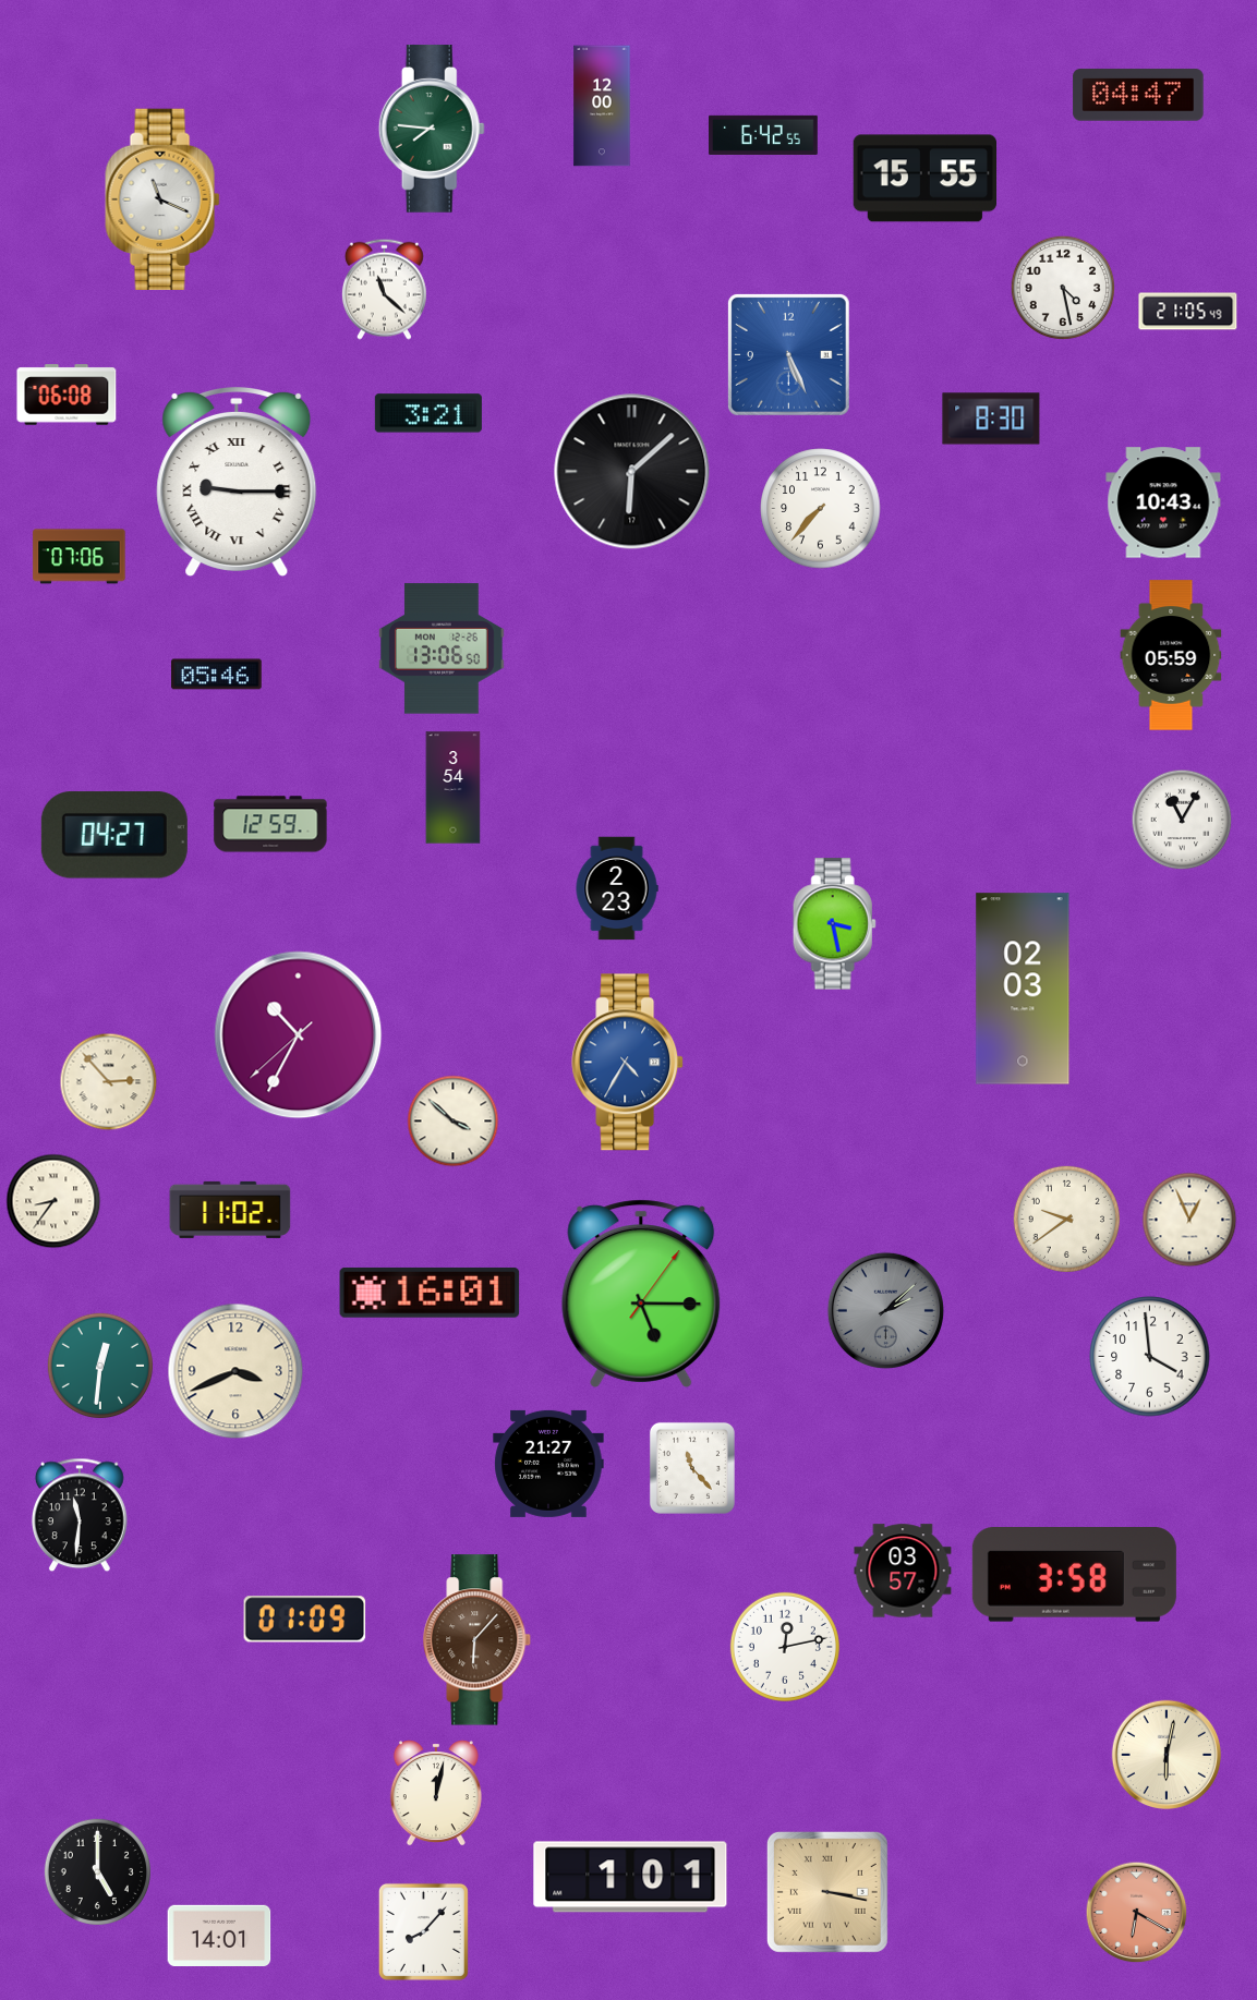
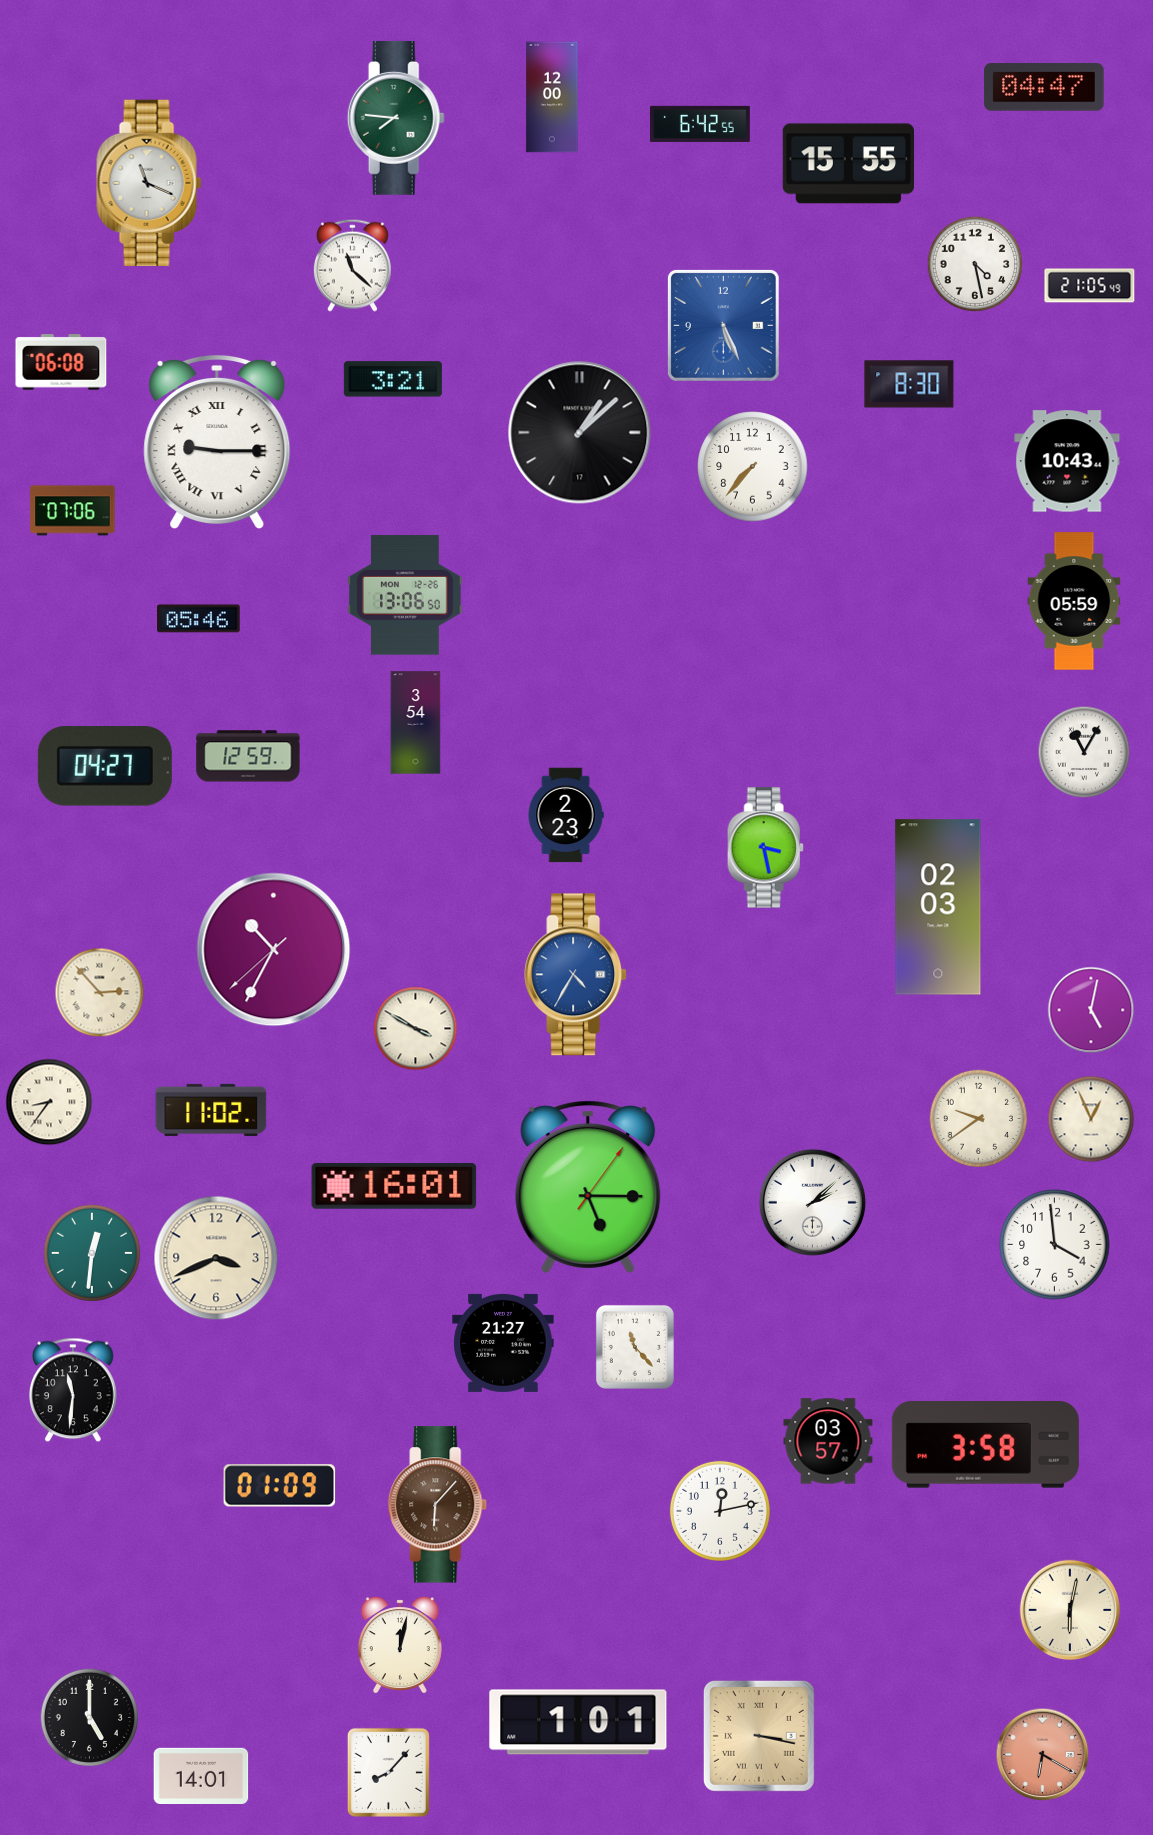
clock at (632, 472): 6:08 -> 1:08
clock at (1091, 1010): none -> 5:02
clock at (454, 1122): 3:52 -> 3:50
clock at (885, 1310) dial: grey -> white
